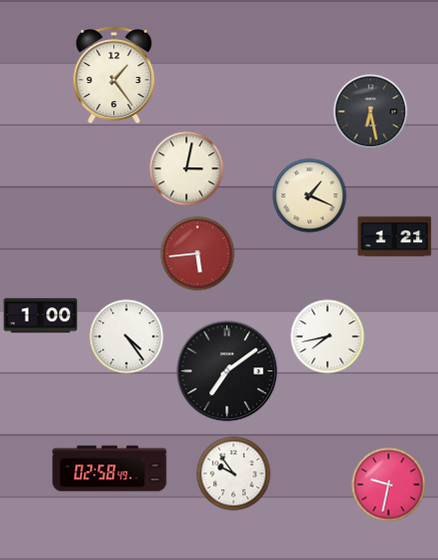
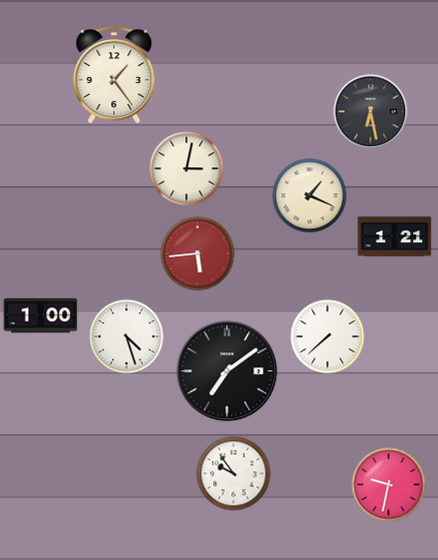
clock at (127, 337): 4:24 -> 4:27
clock at (328, 337): 7:43 -> 7:38
clock at (110, 469): 02:58 -> none
